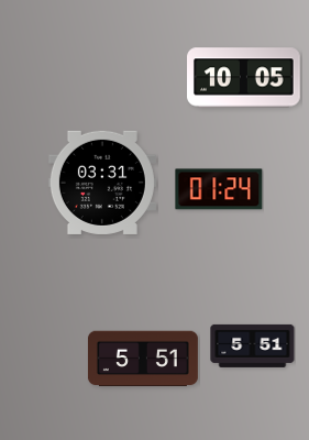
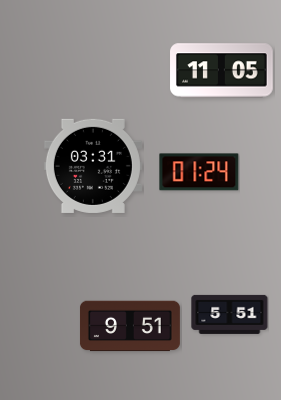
clock at (244, 78): 10:05 -> 11:05
clock at (143, 359): 5:51 -> 9:51
